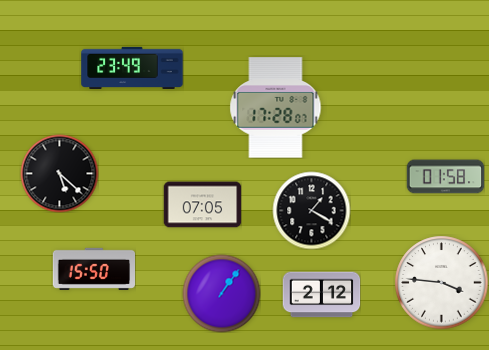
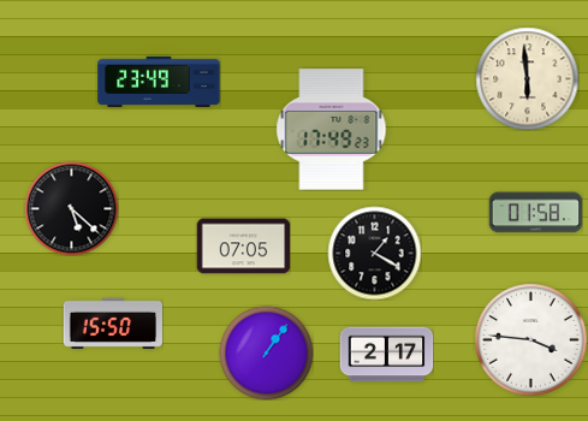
clock at (527, 78): none -> 5:59
clock at (276, 108): 17:28 -> 17:49
clock at (321, 295): 2:12 -> 2:17
